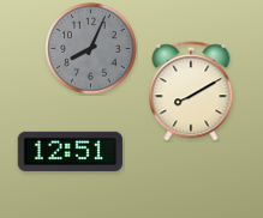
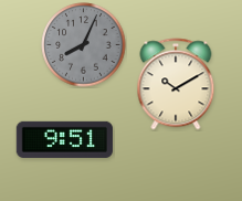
clock at (191, 91): 8:10 -> 10:10
clock at (70, 151): 12:51 -> 9:51
